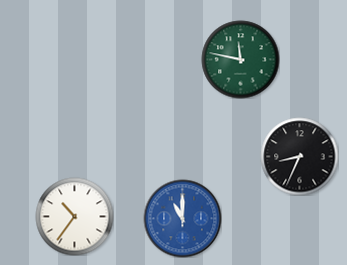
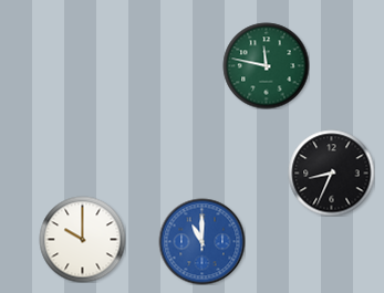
clock at (74, 216): 10:36 -> 10:00
